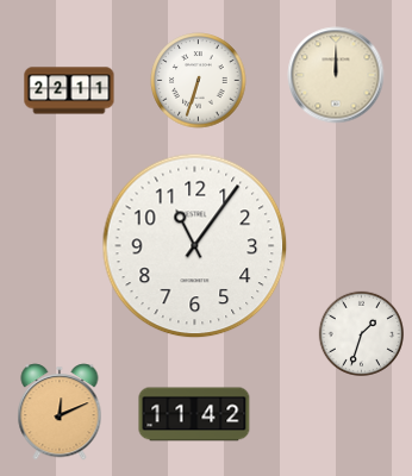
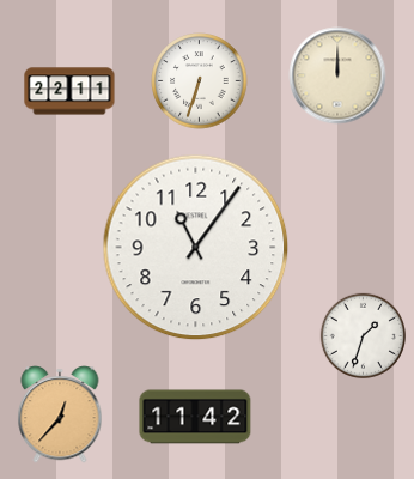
clock at (60, 412): 12:11 -> 12:37
